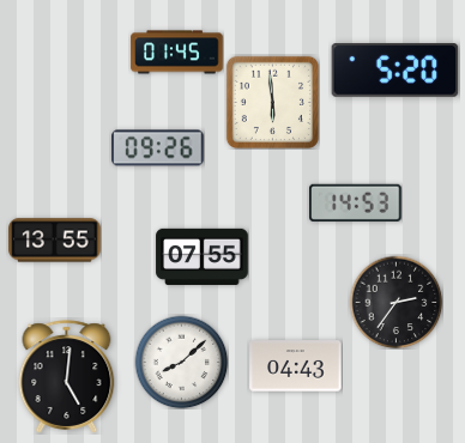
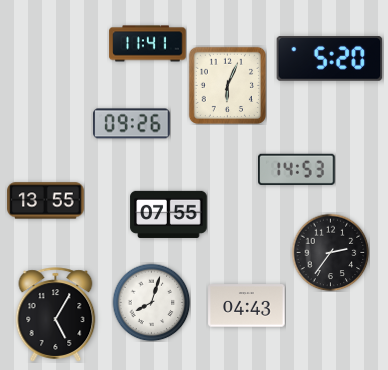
clock at (177, 53): 01:45 -> 11:41
clock at (272, 102): 5:59 -> 6:04
clock at (181, 362): 8:08 -> 8:03
clock at (67, 377): 5:01 -> 5:05
